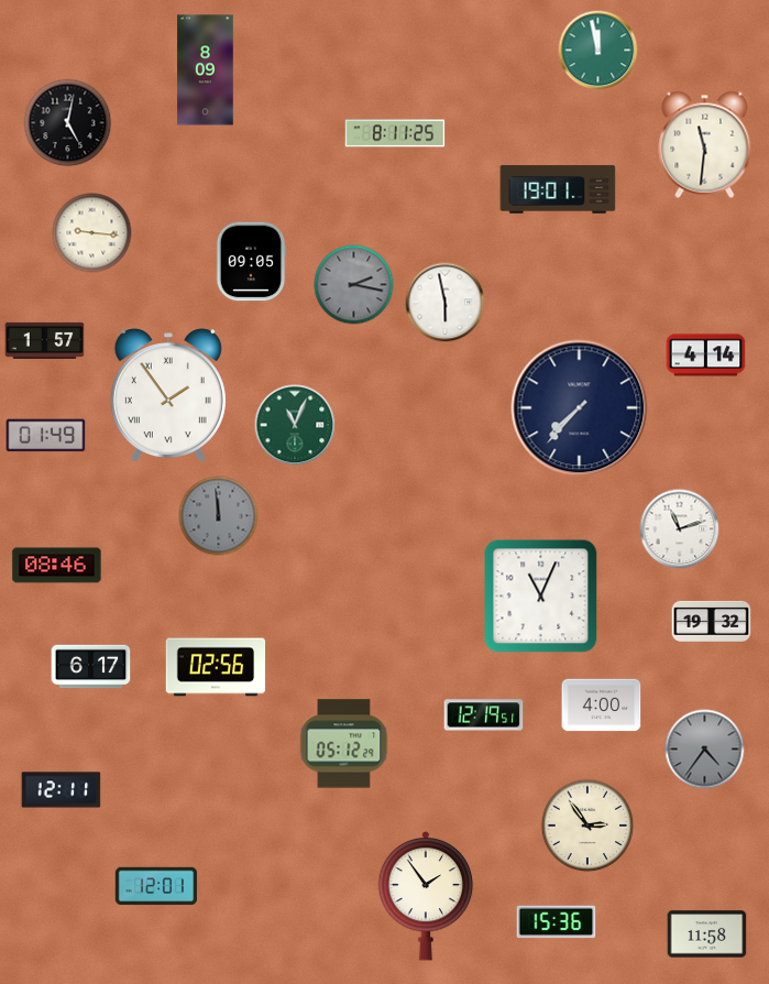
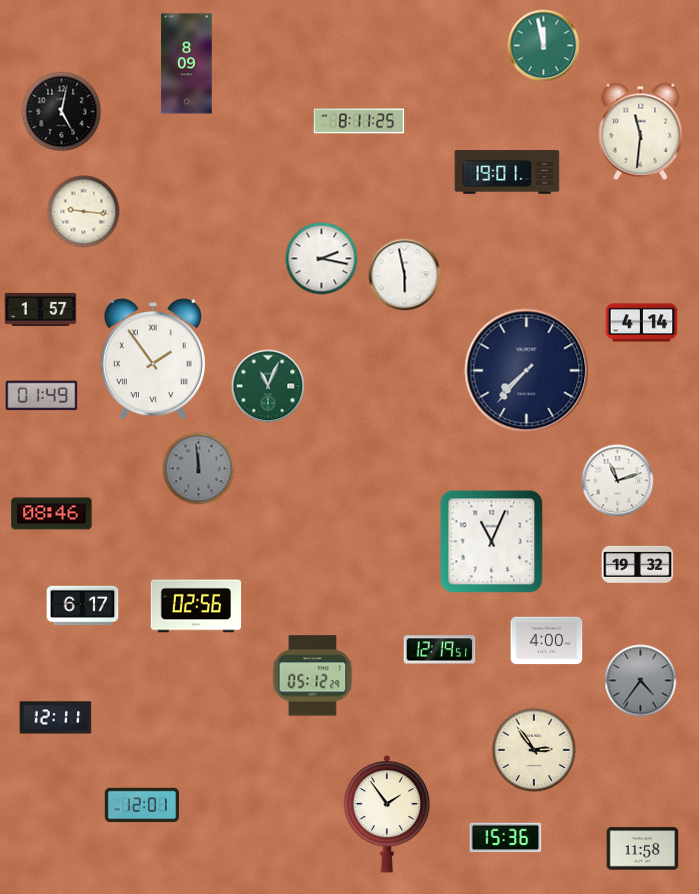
clock at (251, 262): 09:05 -> none
clock at (354, 285) dial: grey -> white
clock at (712, 621) position: (712, 621) -> (638, 564)
